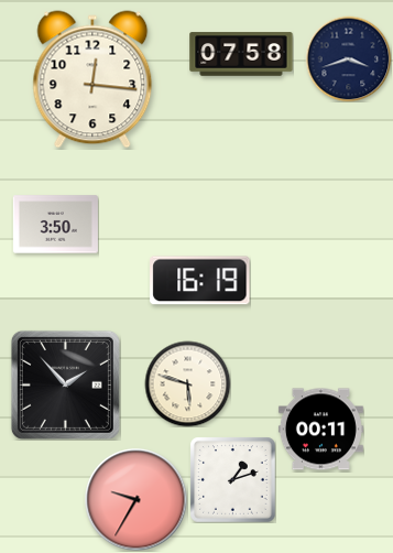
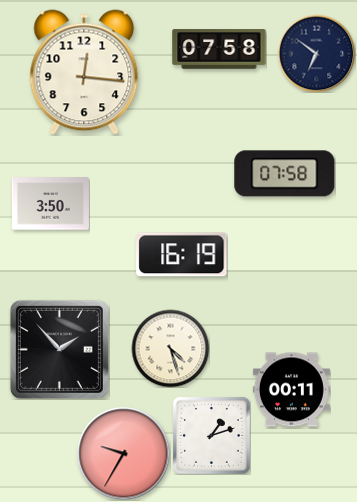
clock at (348, 58): 3:42 -> 6:51
clock at (285, 174): none -> 07:58
clock at (187, 383): 5:48 -> 4:27
